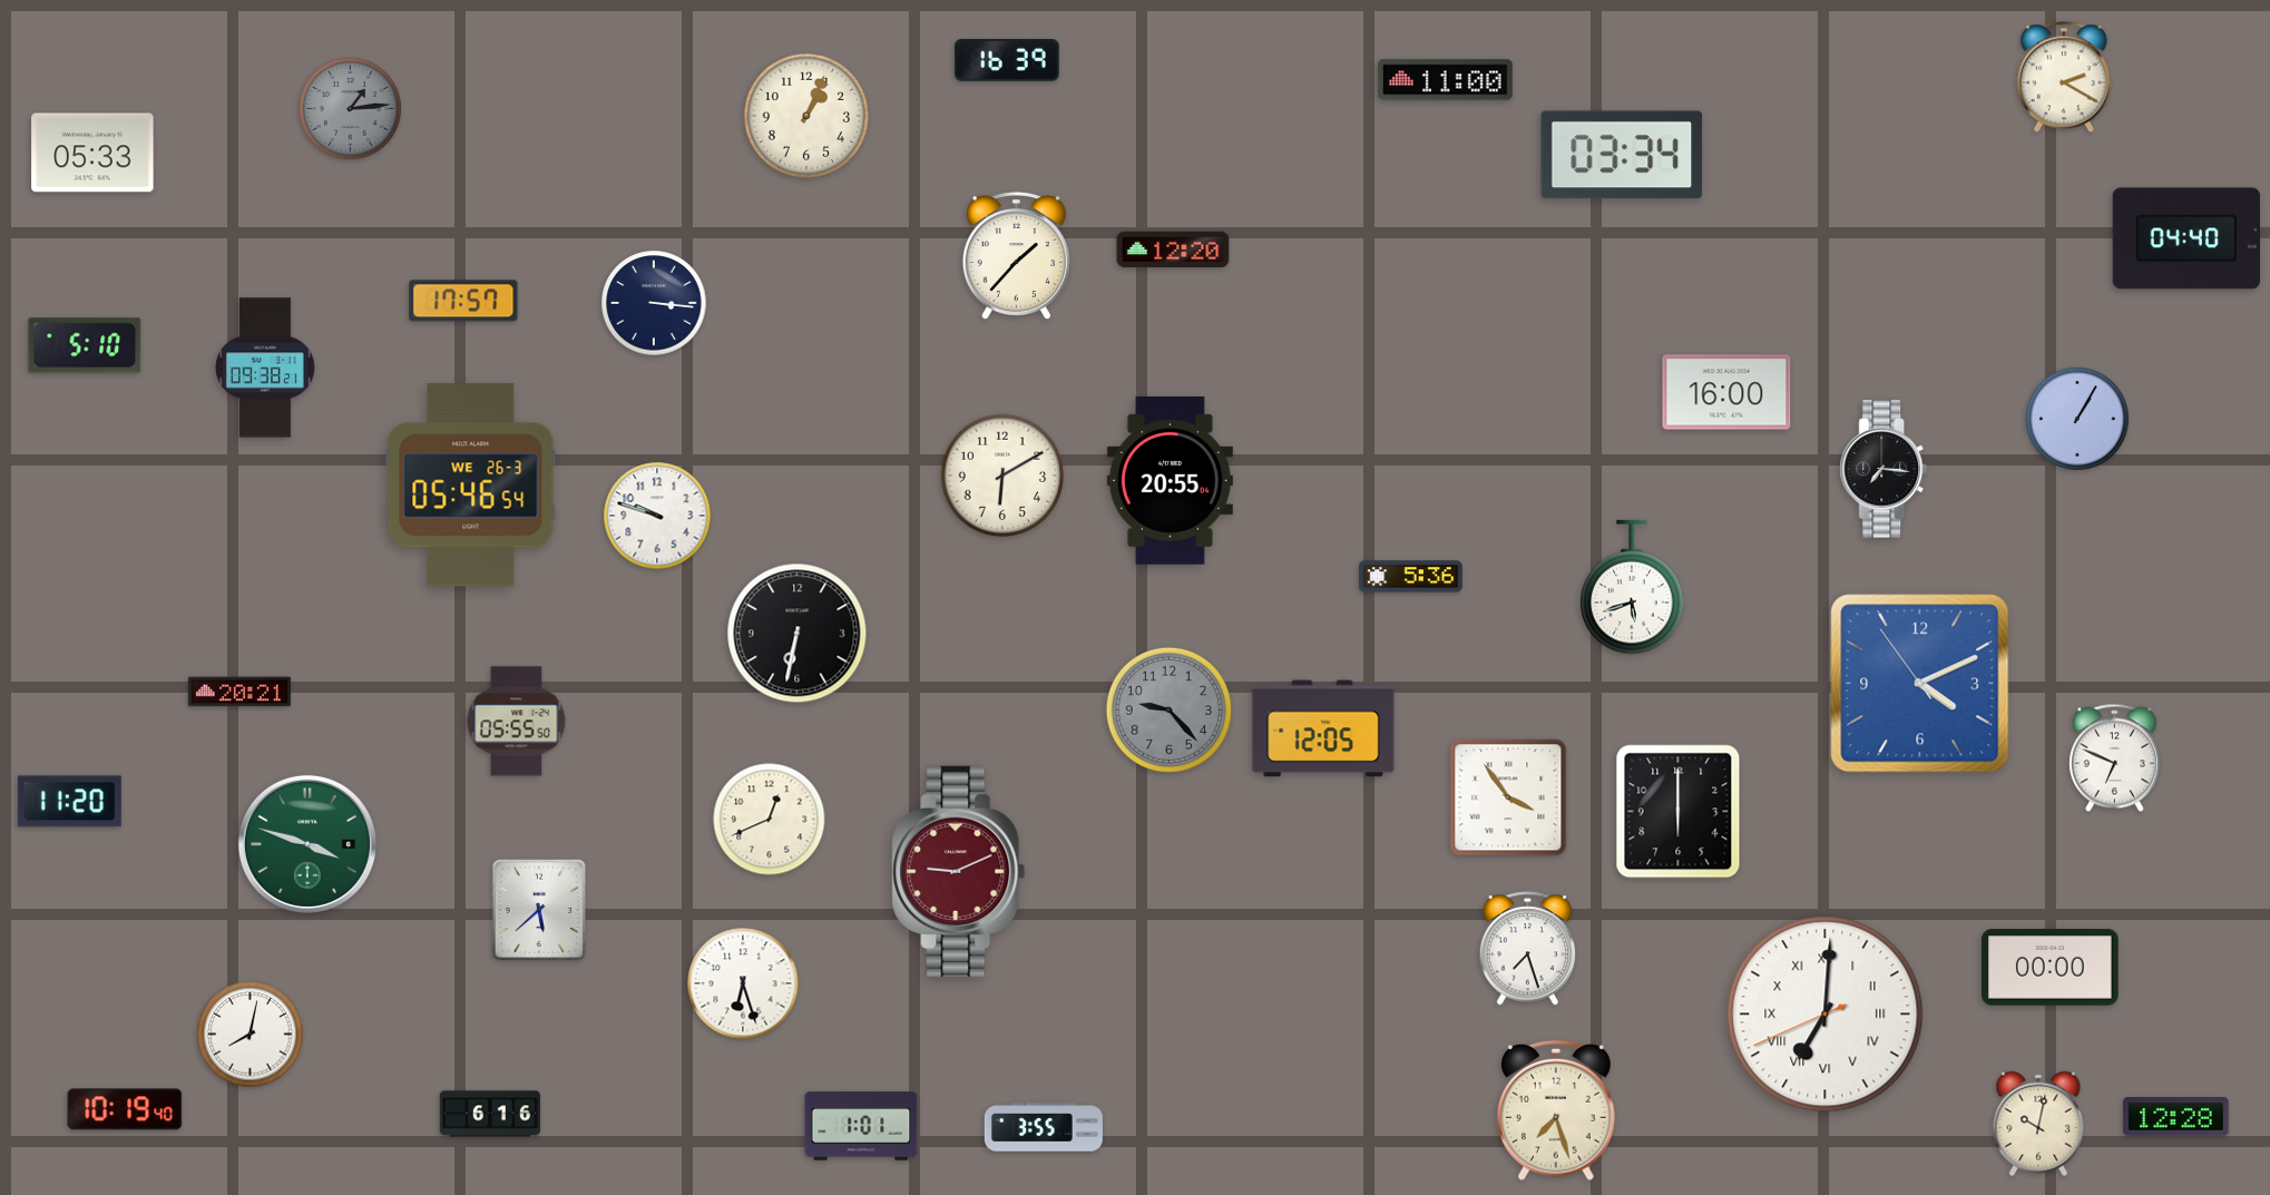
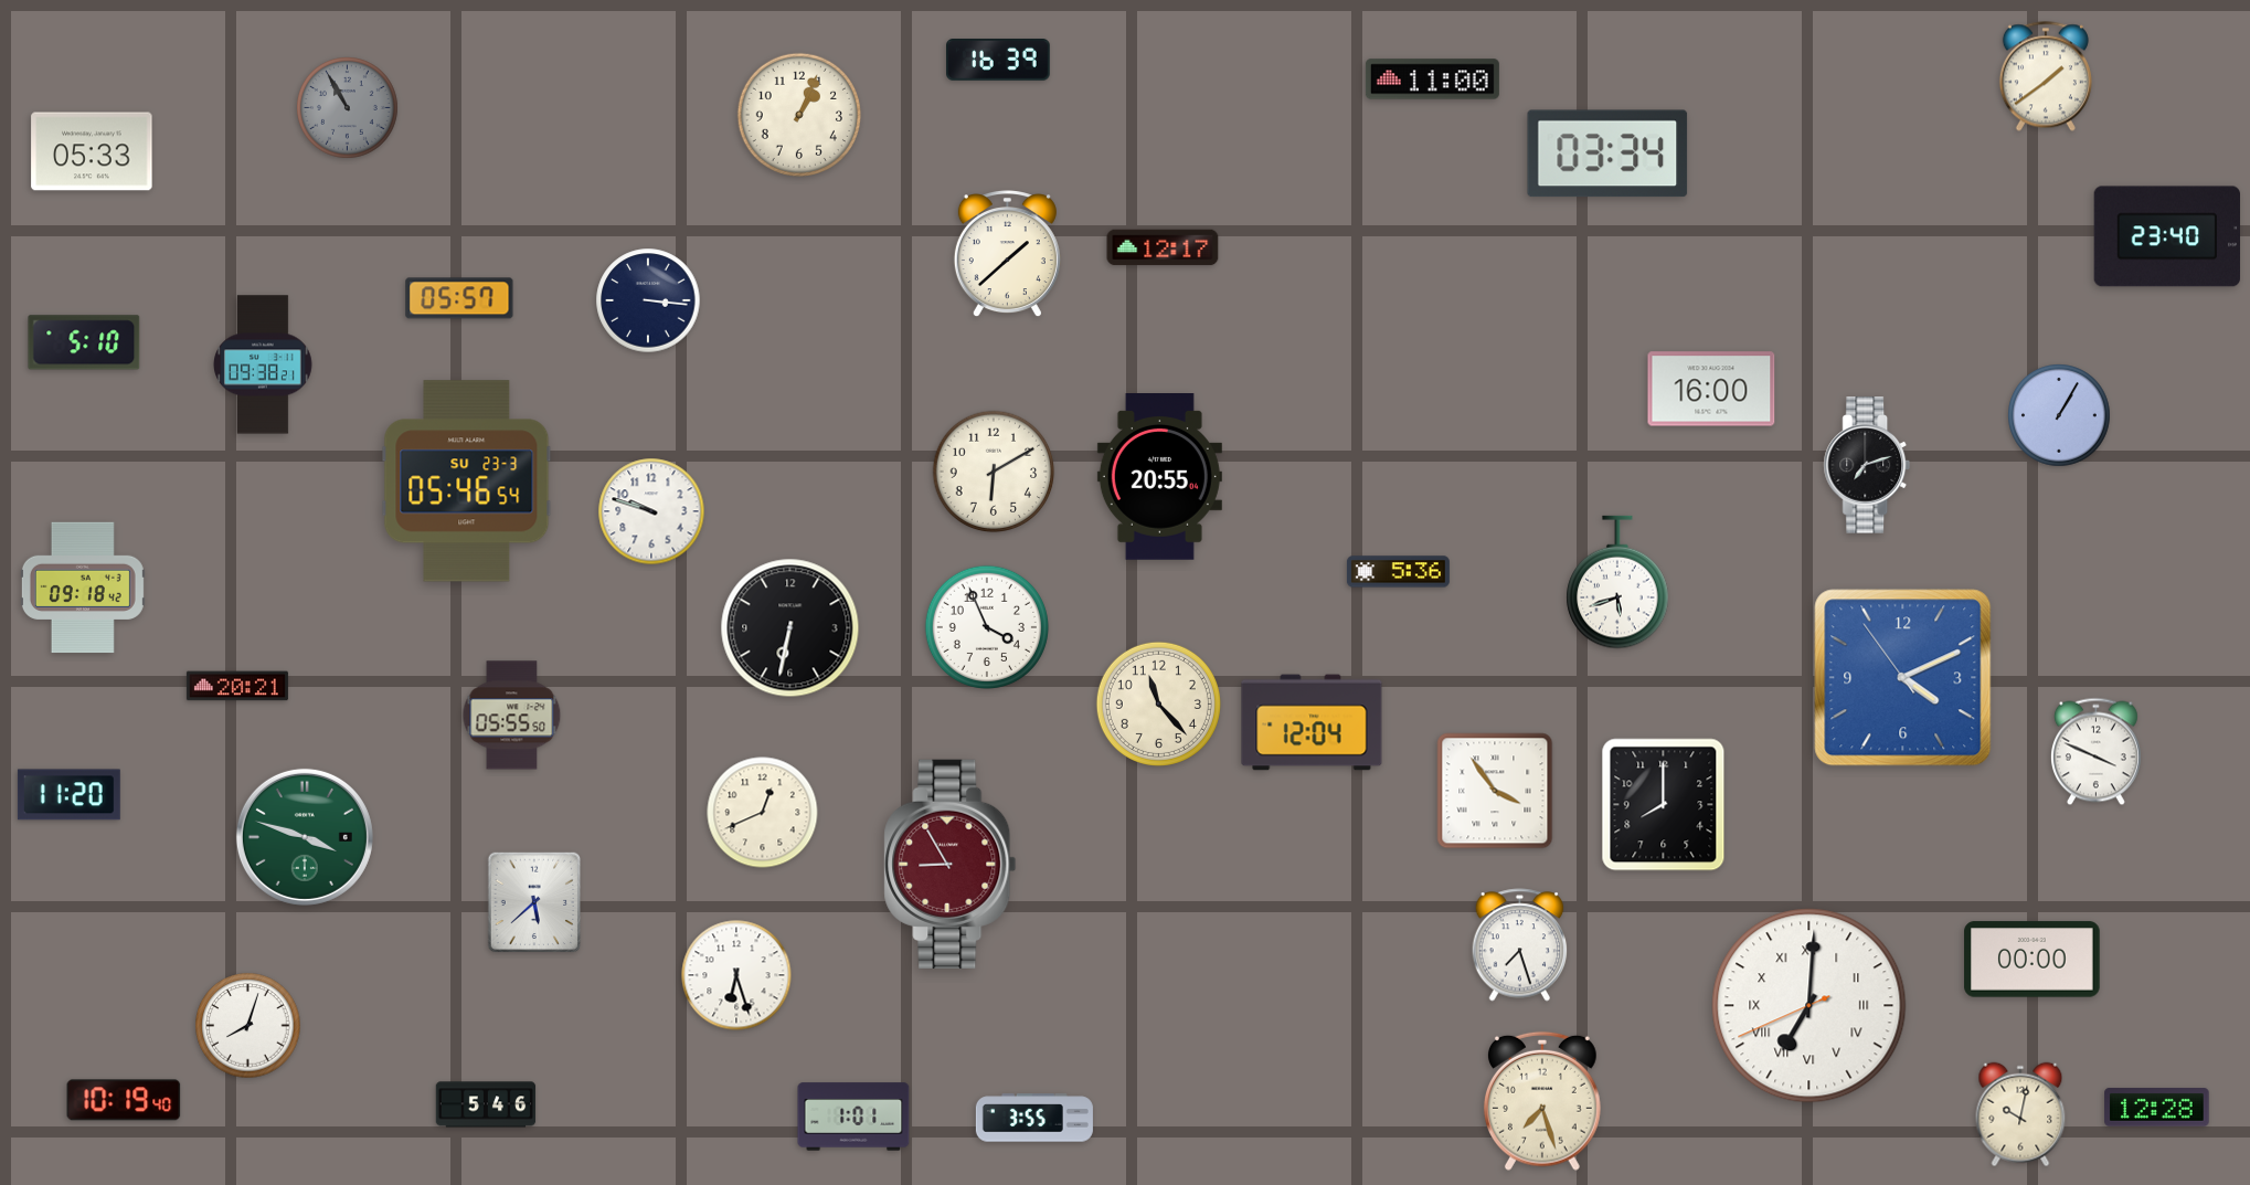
clock at (2064, 77): 2:20 -> 1:39
clock at (351, 109): 1:14 -> 10:55
clock at (2185, 238): 04:40 -> 23:40
clock at (1173, 249): 12:20 -> 12:17
clock at (1016, 257): 1:37 -> 1:38
clock at (463, 301): 17:57 -> 05:57
clock at (1883, 469): 7:16 -> 7:12
clock at (471, 486) date: WE 26-3 -> SU 23-3
clock at (83, 588): none -> 09:18
clock at (987, 627): none -> 3:56
clock at (1168, 709): 9:23 -> 11:23
clock at (1168, 709) dial: grey -> cream
clock at (1323, 728): 12:05 -> 12:04
clock at (2114, 758): 6:49 -> 3:49
clock at (1679, 812): 6:00 -> 8:00
clock at (959, 871): 9:11 -> 8:55
clock at (1528, 949) position: (1528, 949) -> (1520, 945)
clock at (251, 1035): 8:02 -> 8:03
clock at (490, 1114): 6:16 -> 5:46
